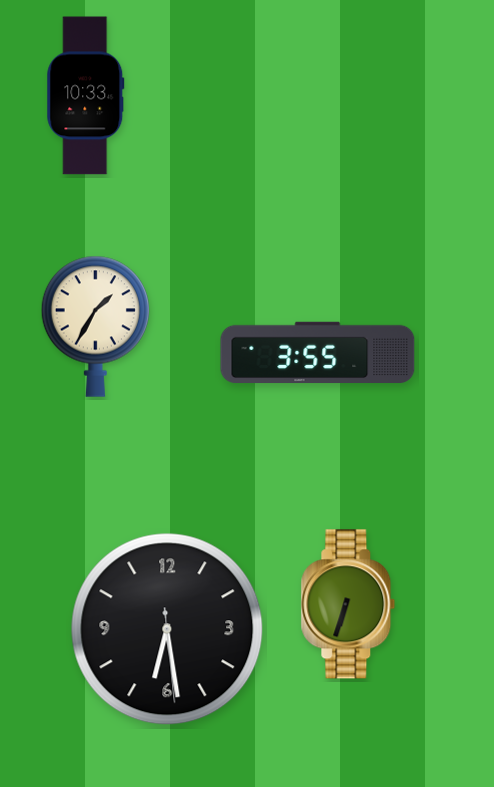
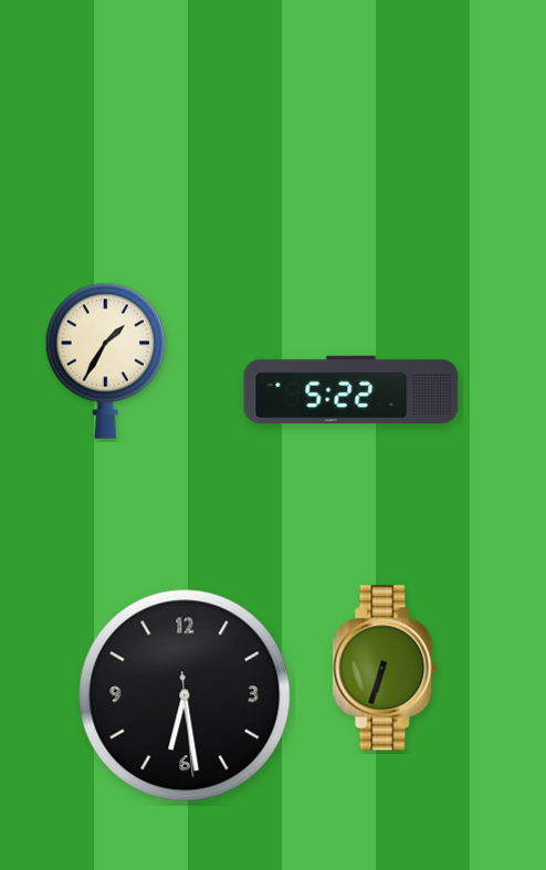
clock at (86, 96): 10:33 -> none
clock at (318, 353): 3:55 -> 5:22
